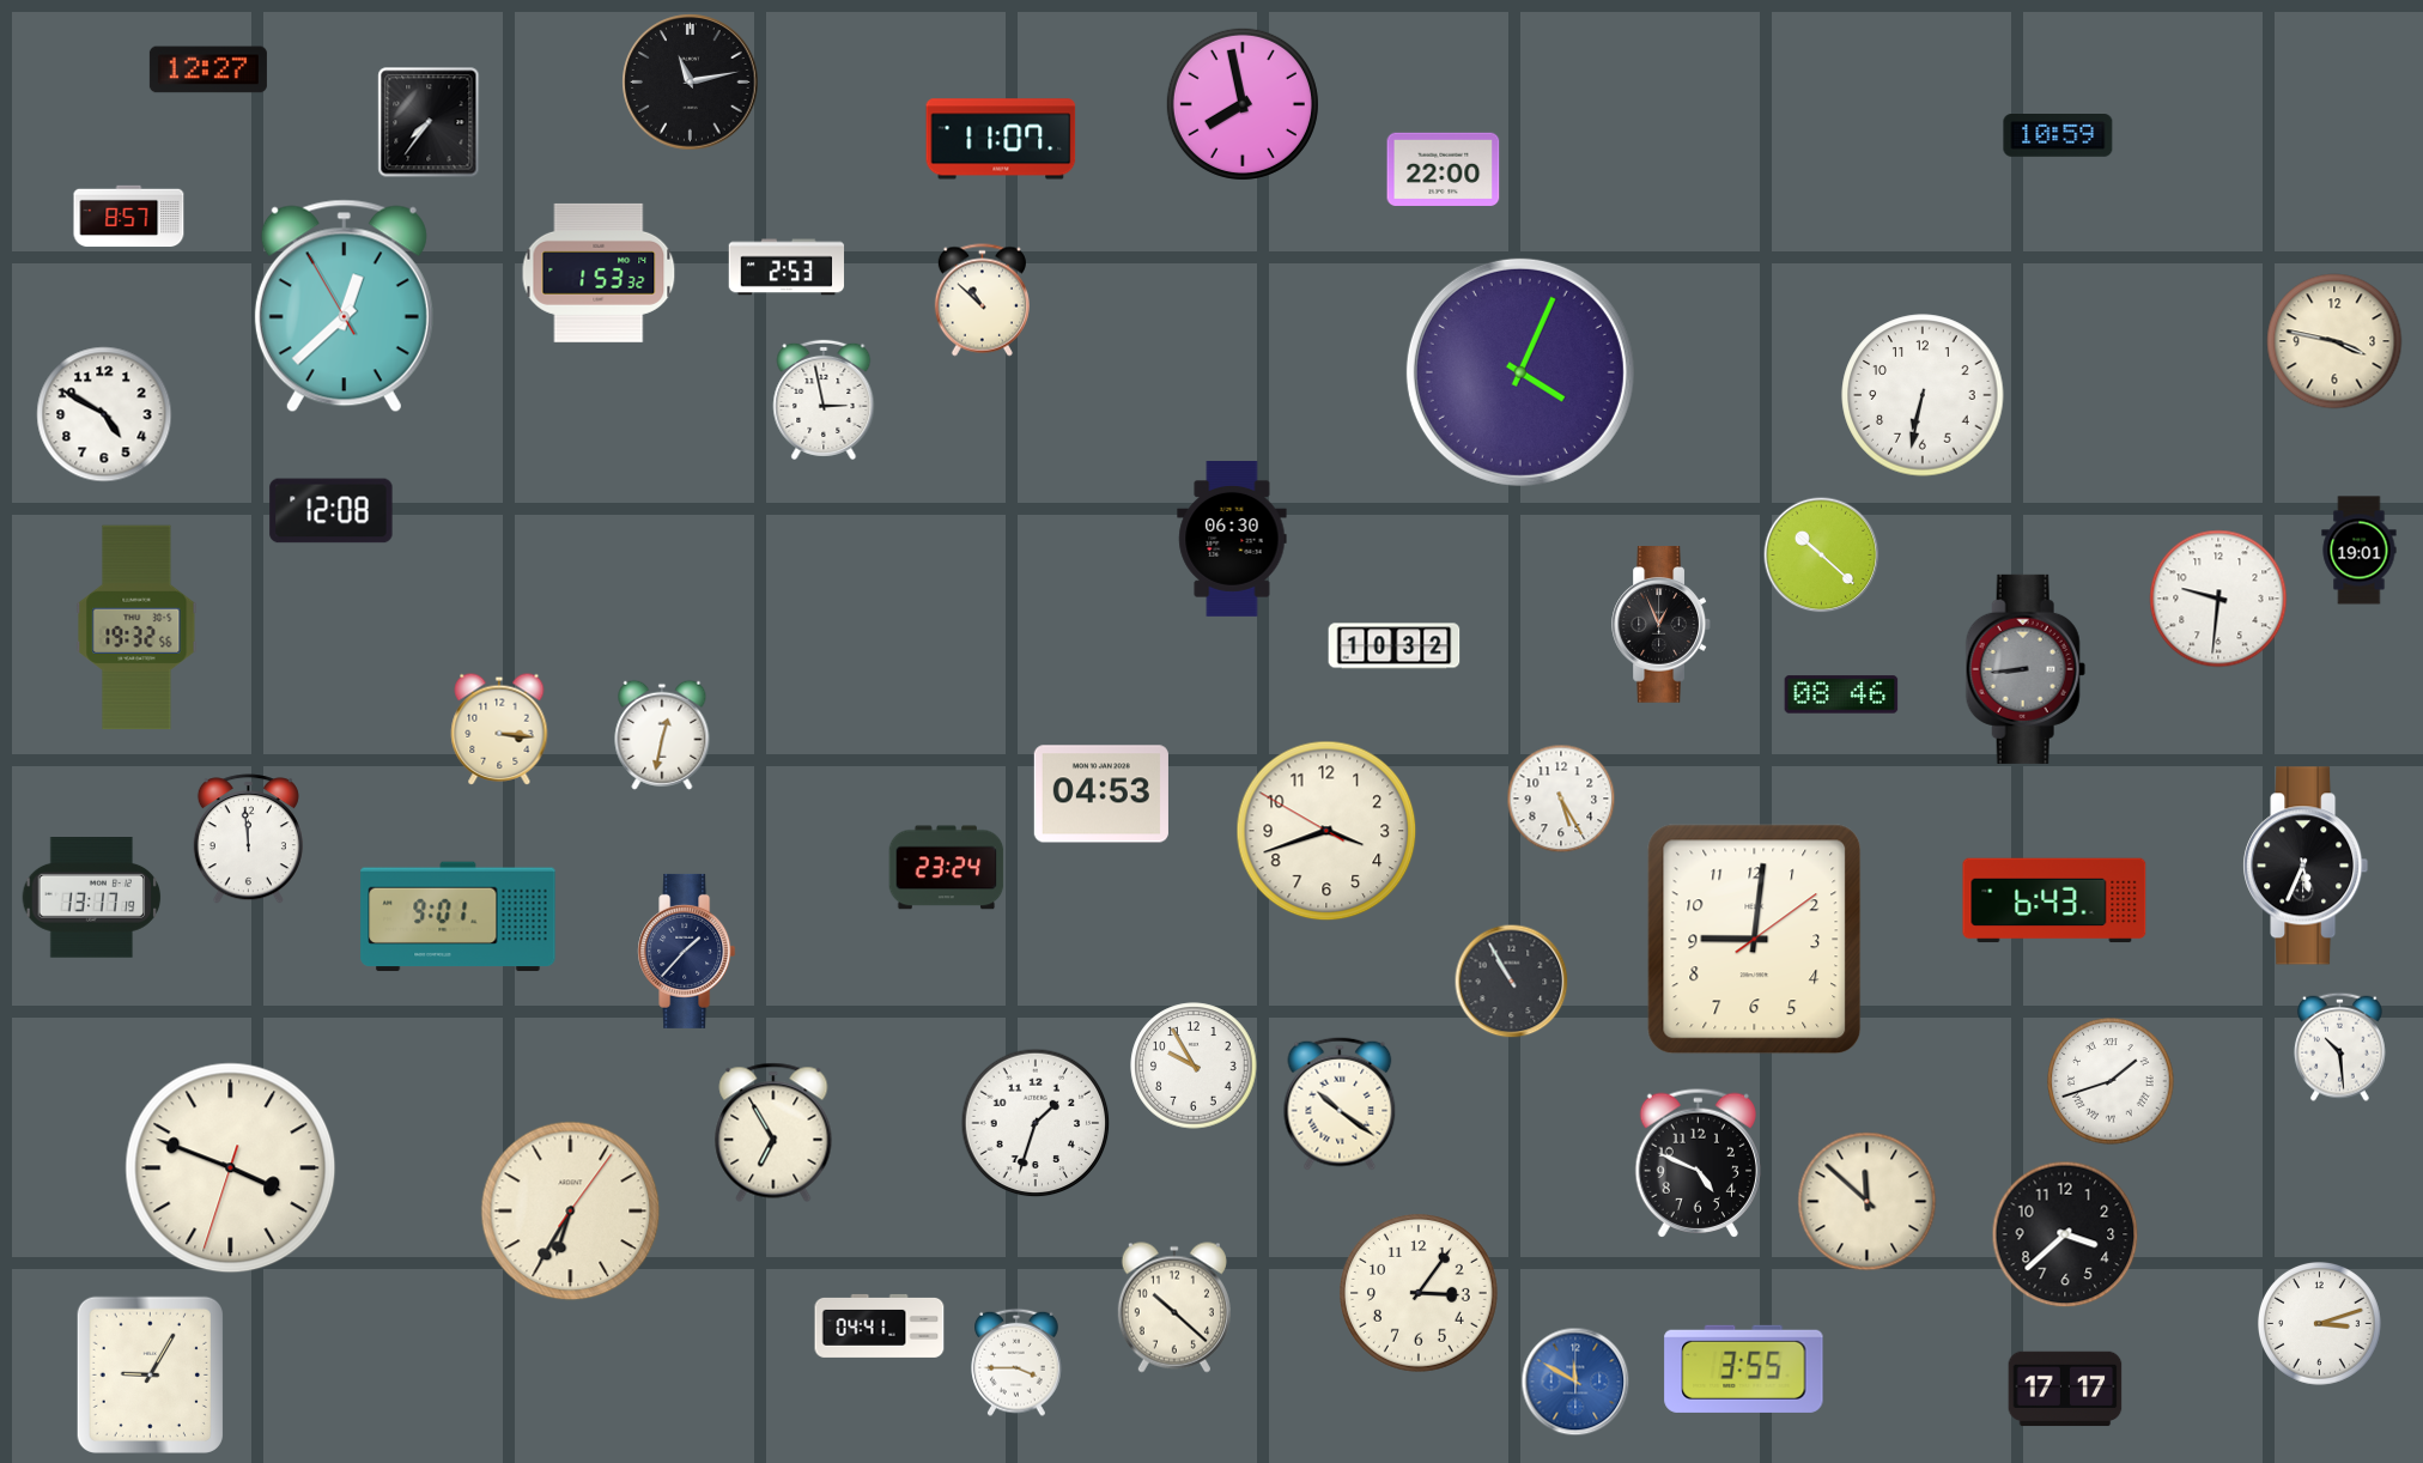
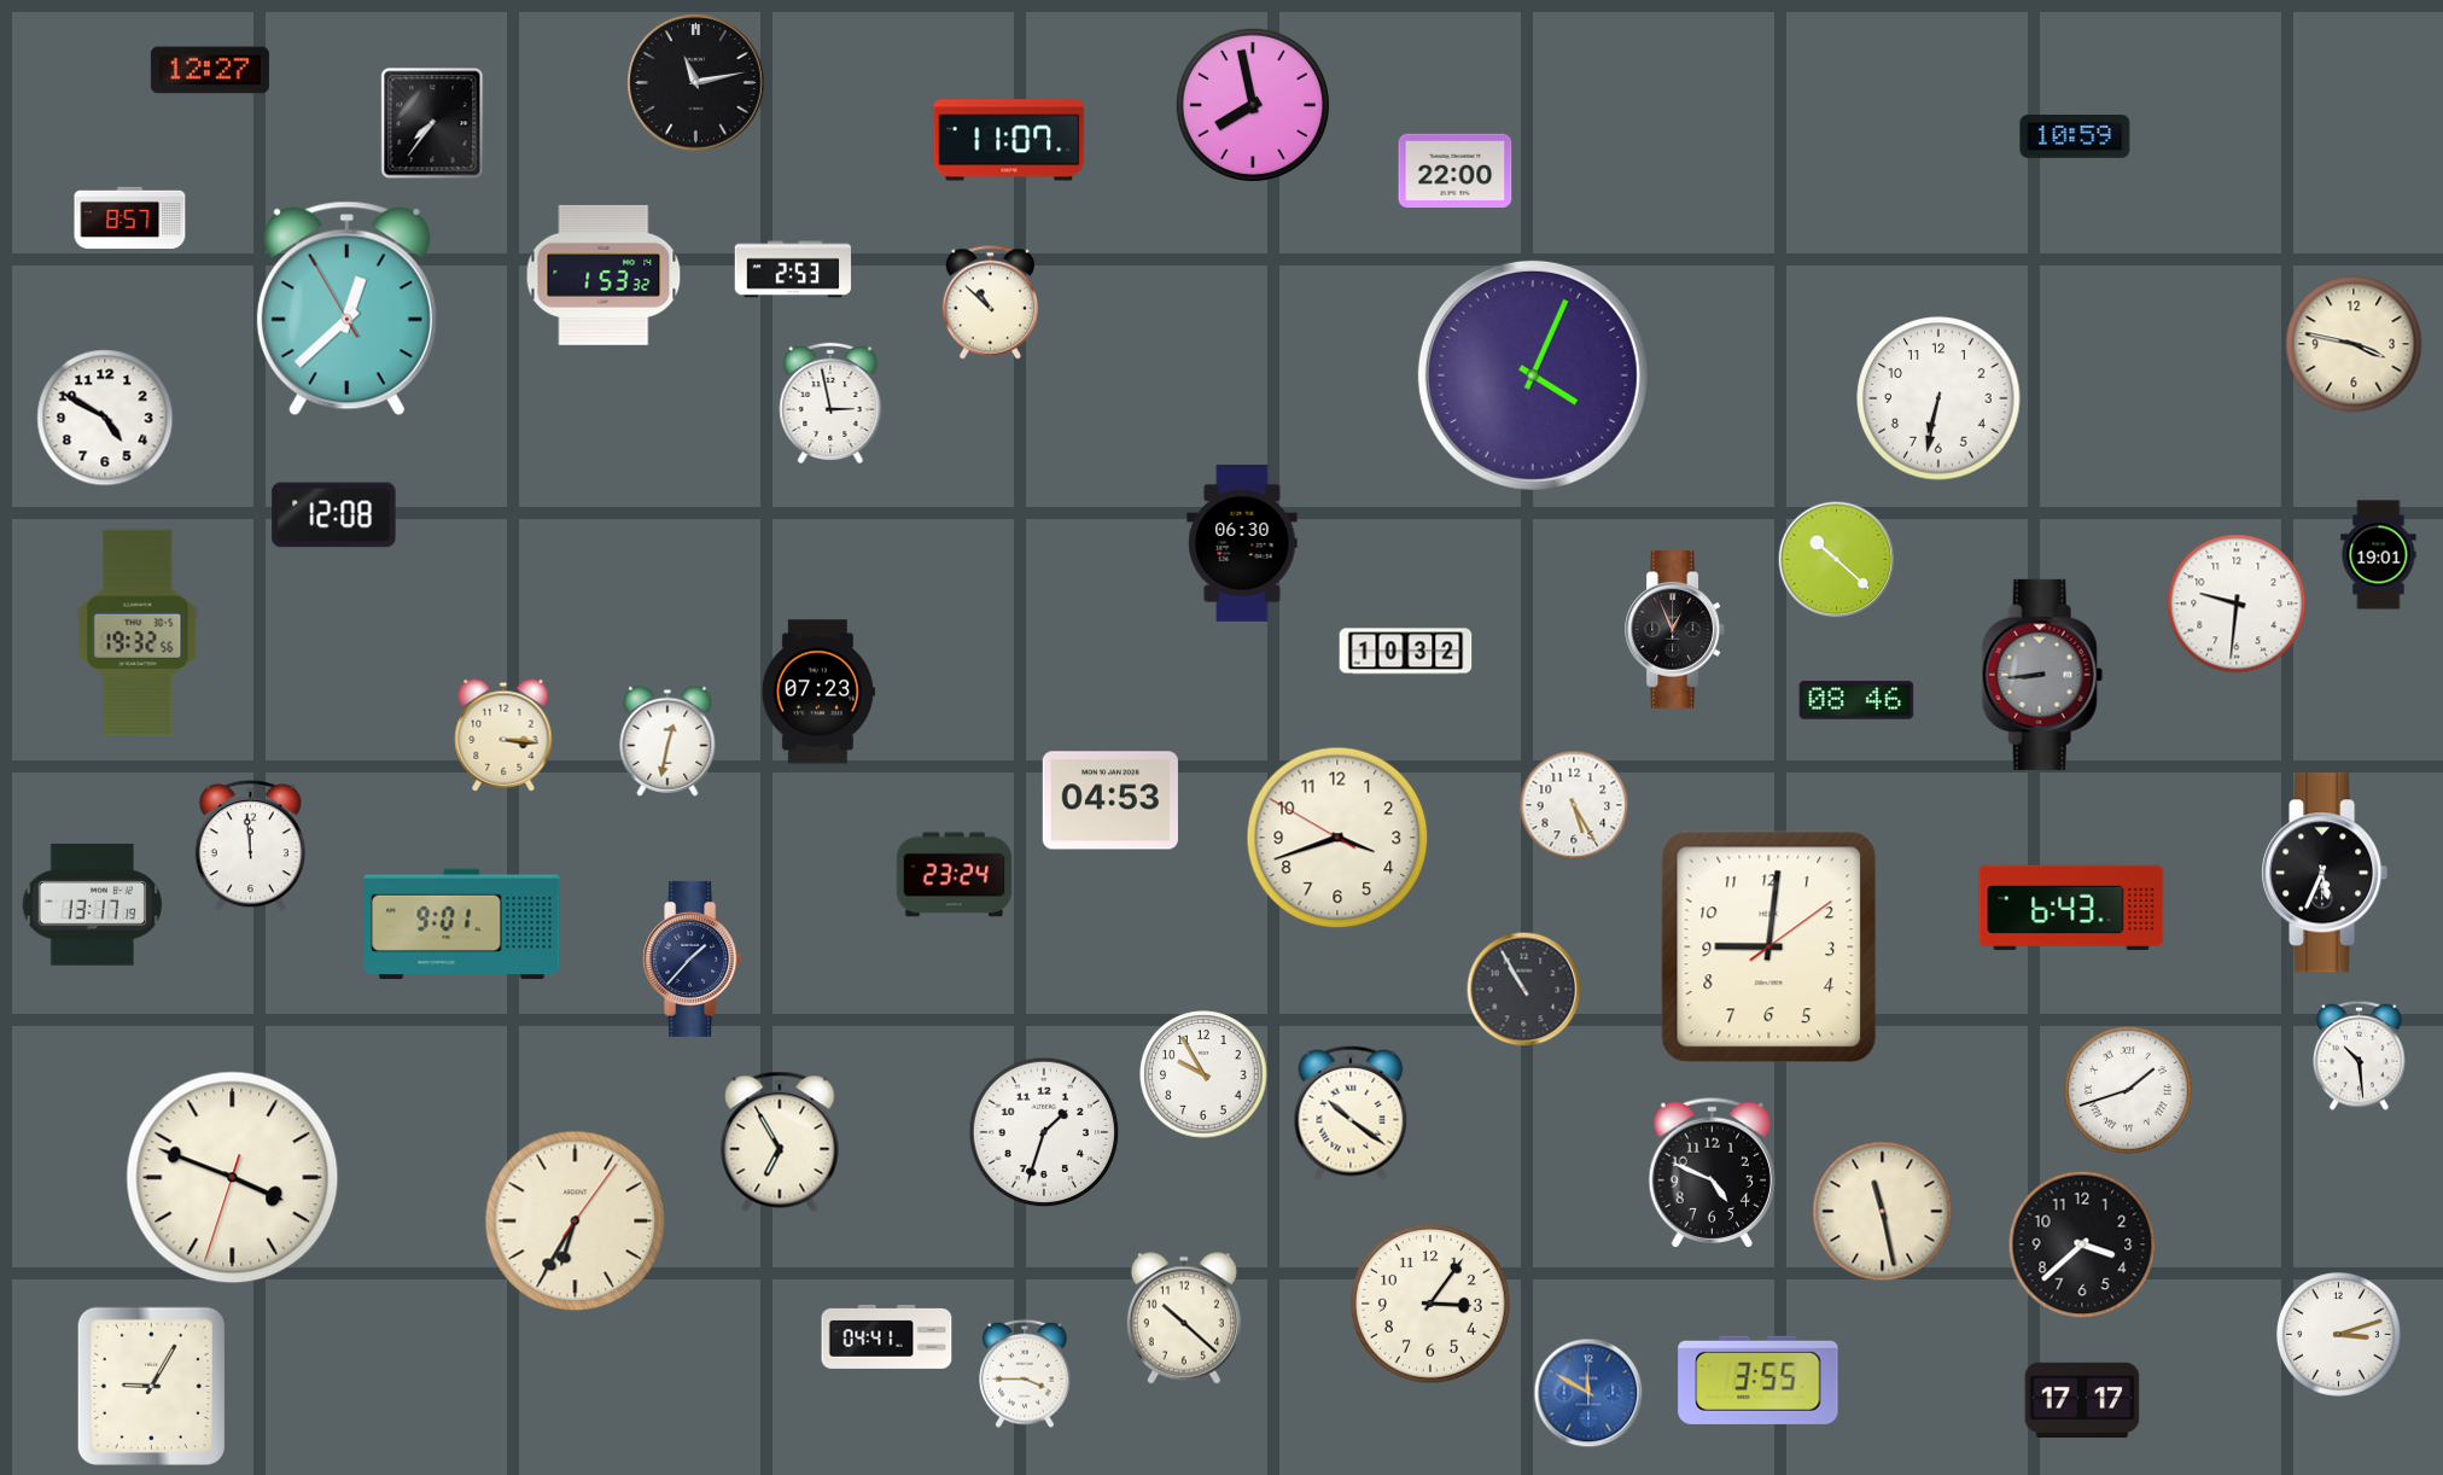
clock at (818, 692): none -> 07:23
clock at (1868, 1202): 11:52 -> 11:28
